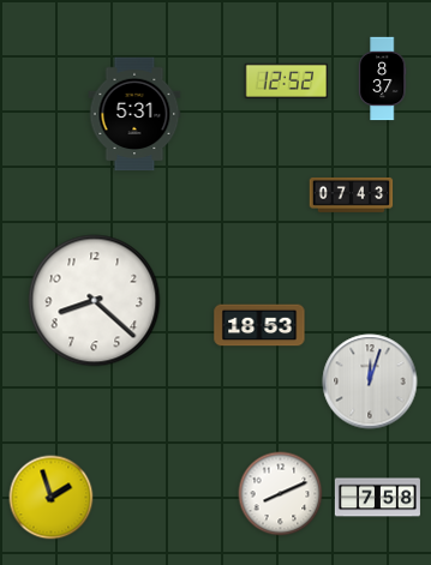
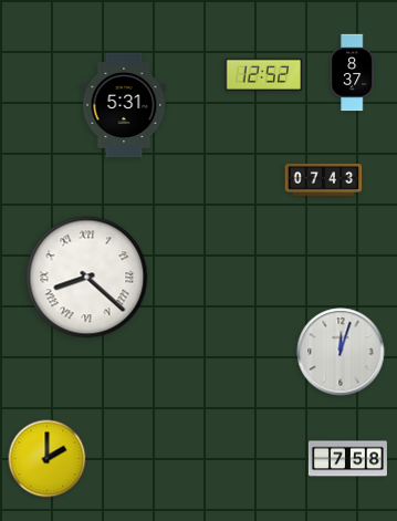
clock at (95, 301) numerals: Arabic -> Roman
clock at (259, 325): 18:53 -> none
clock at (281, 494): 8:11 -> none
clock at (52, 498): 1:57 -> 2:00
